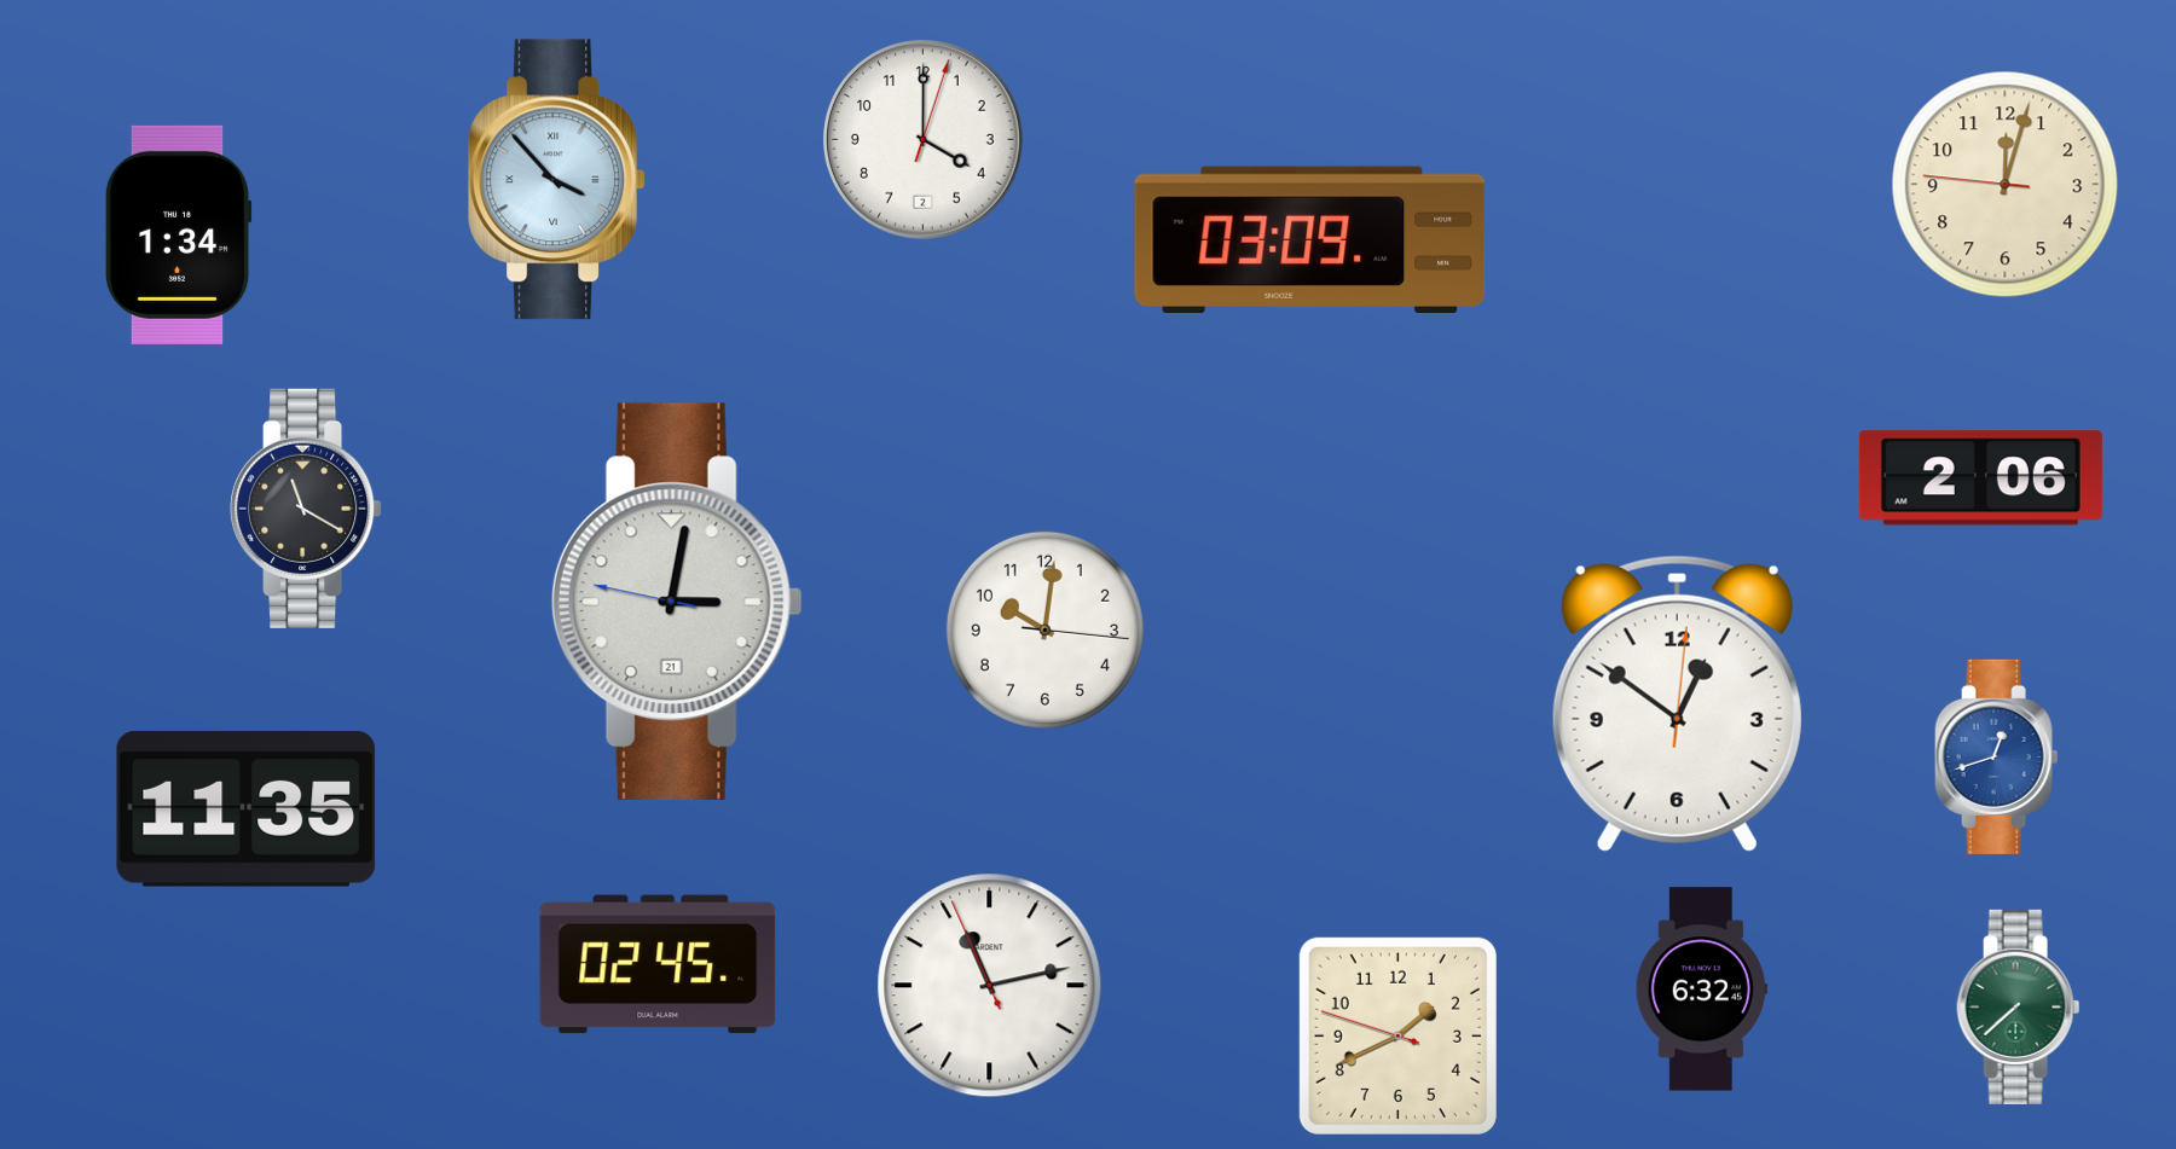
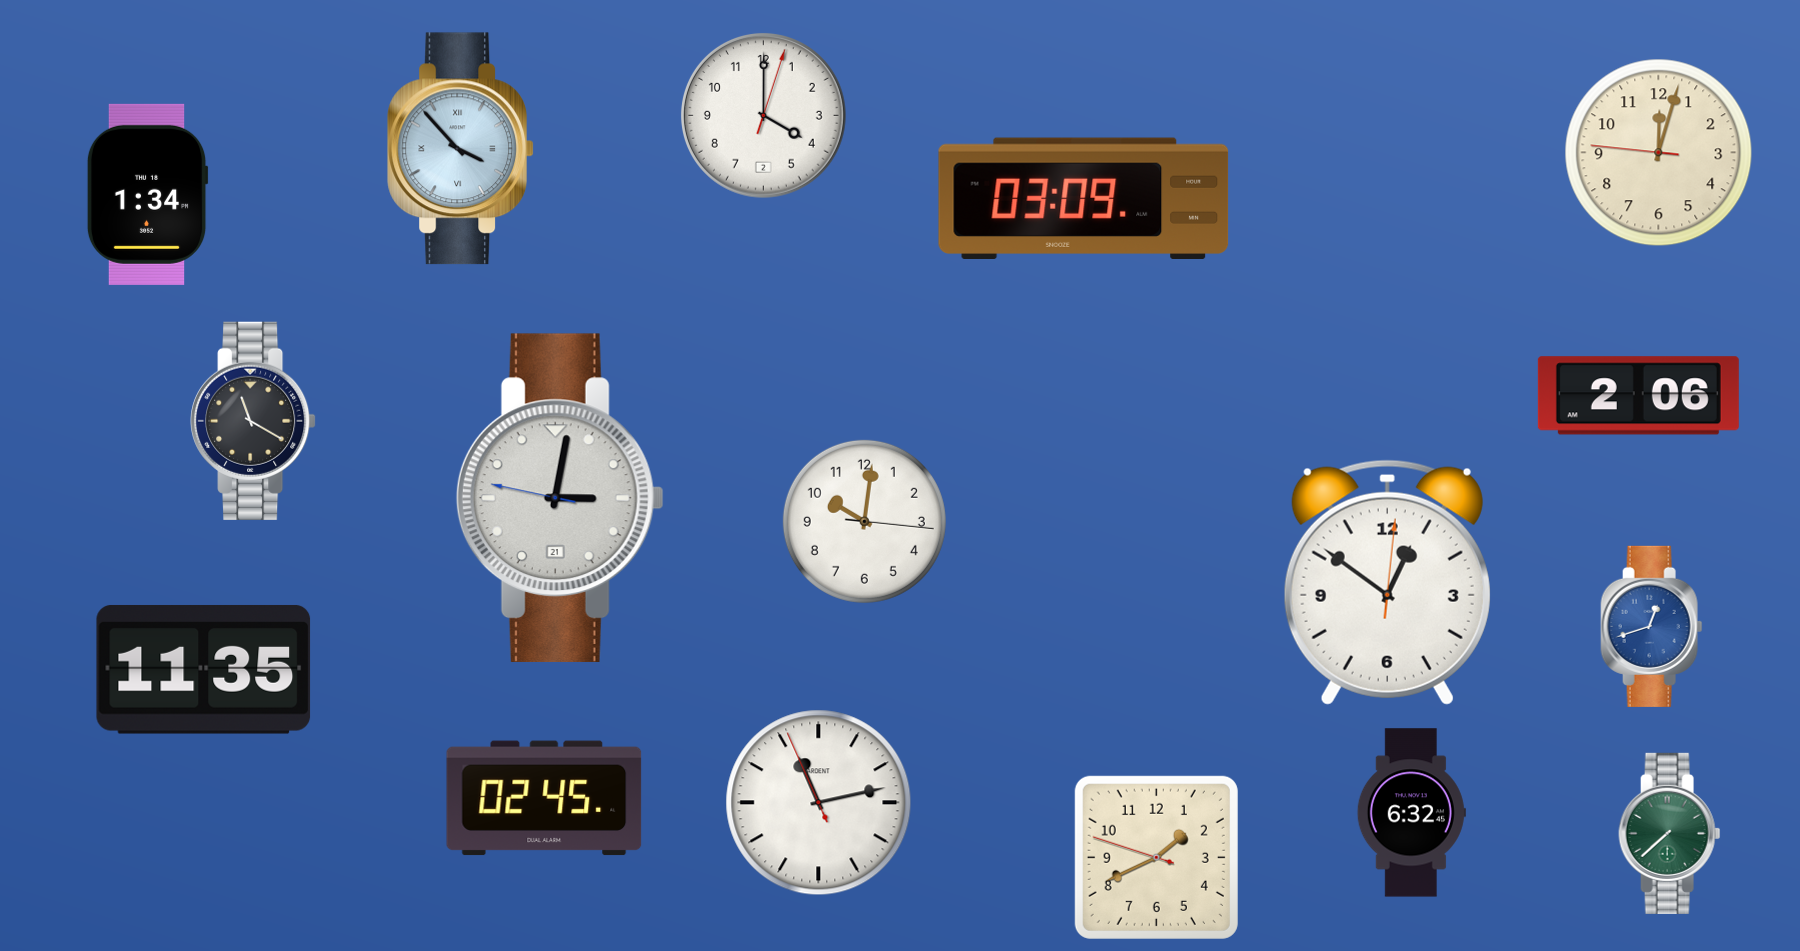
clock at (990, 986) position: (990, 986) -> (819, 803)
clock at (1701, 990) position: (1701, 990) -> (1411, 813)
